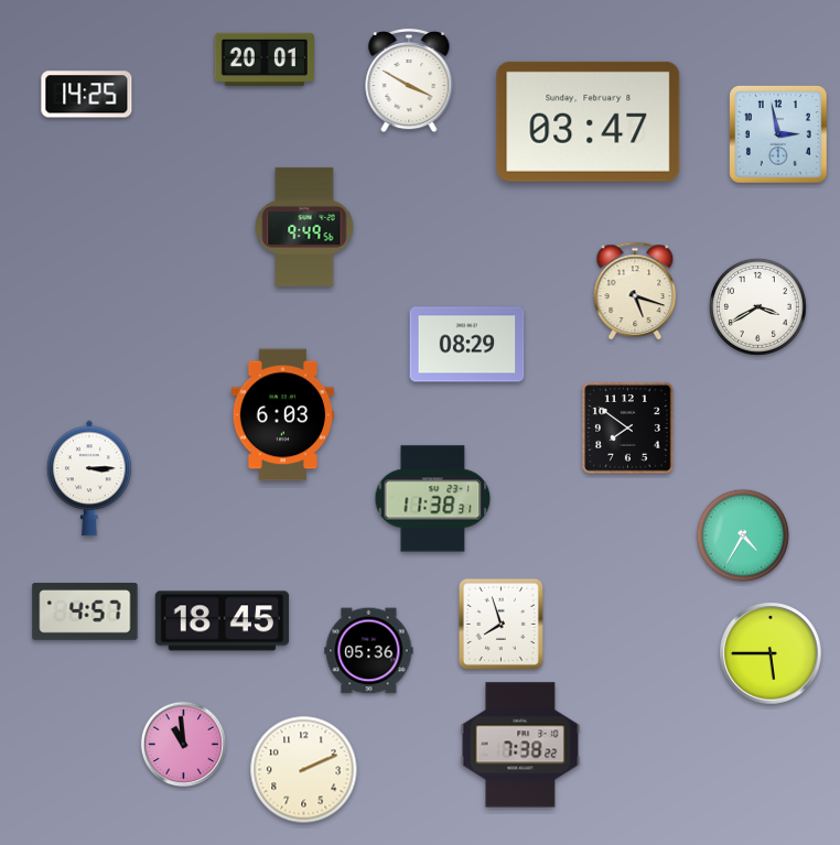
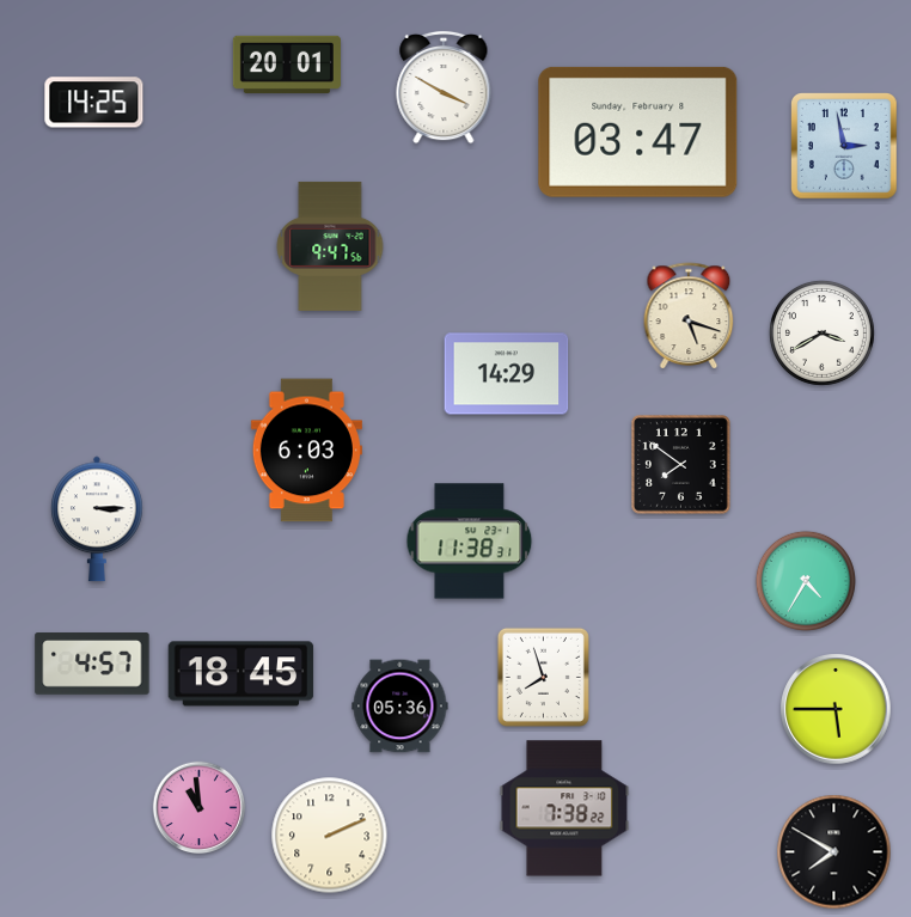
clock at (304, 227): 9:49 -> 9:47
clock at (467, 345): 08:29 -> 14:29
clock at (834, 852): none -> 7:50
